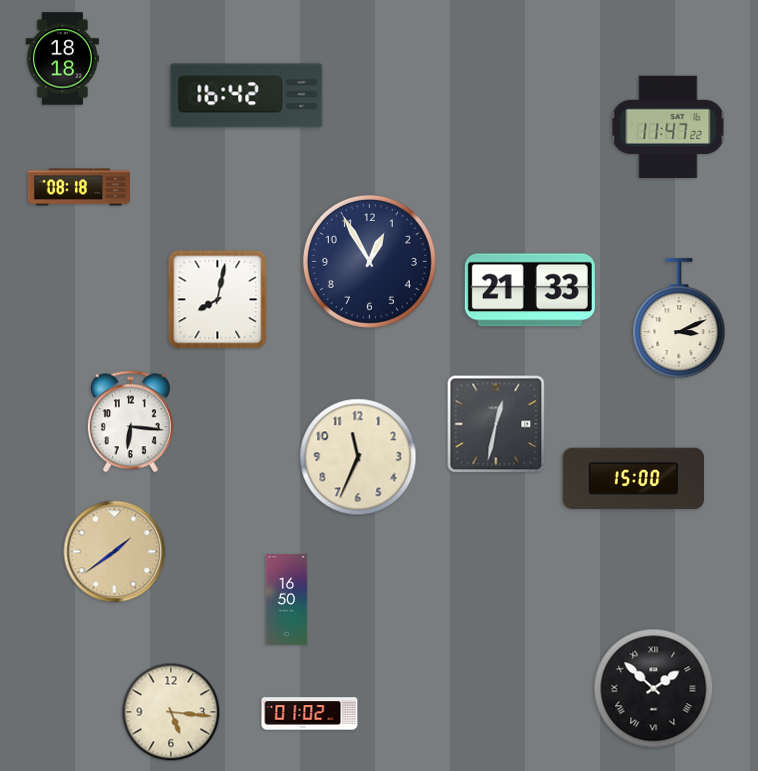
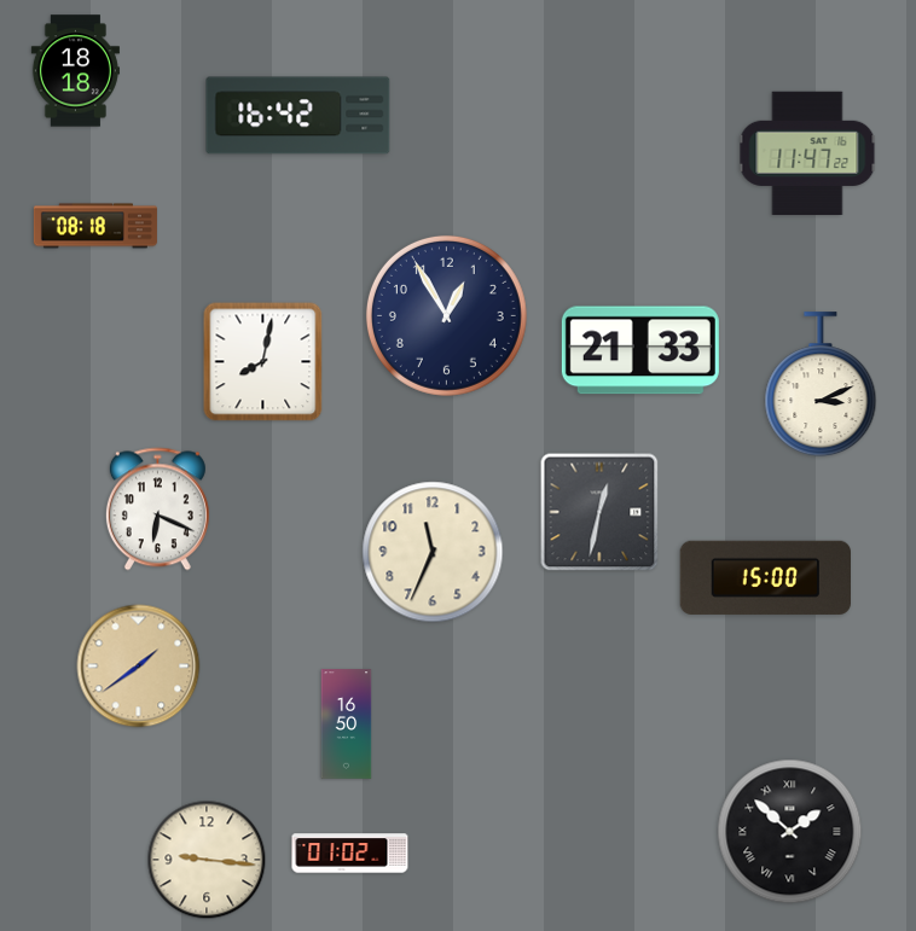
clock at (130, 422): 6:16 -> 6:19
clock at (171, 712): 5:16 -> 9:16
clock at (310, 714) position: (310, 714) -> (350, 854)
